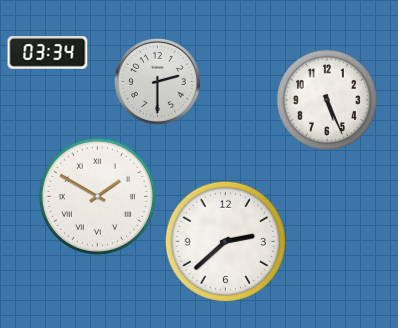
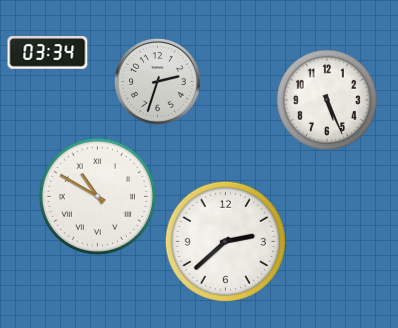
clock at (158, 82): 2:30 -> 2:33
clock at (97, 196): 1:50 -> 10:50
